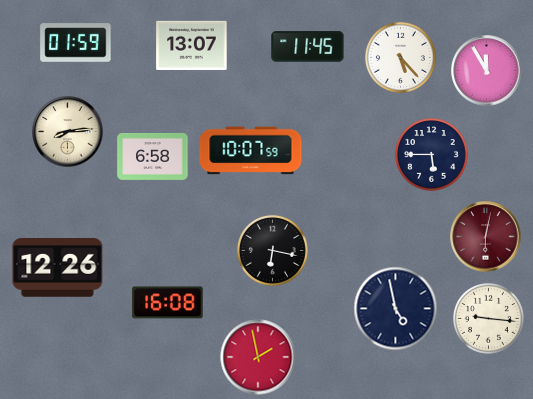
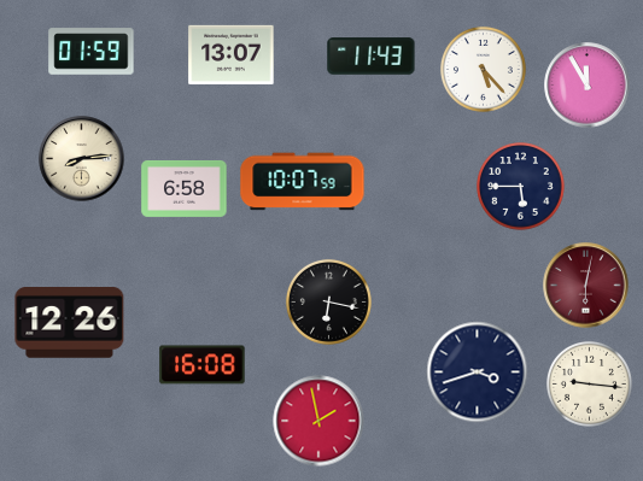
clock at (308, 47): 11:45 -> 11:43
clock at (396, 309): 4:58 -> 3:42
clock at (258, 357) position: (258, 357) -> (318, 421)
